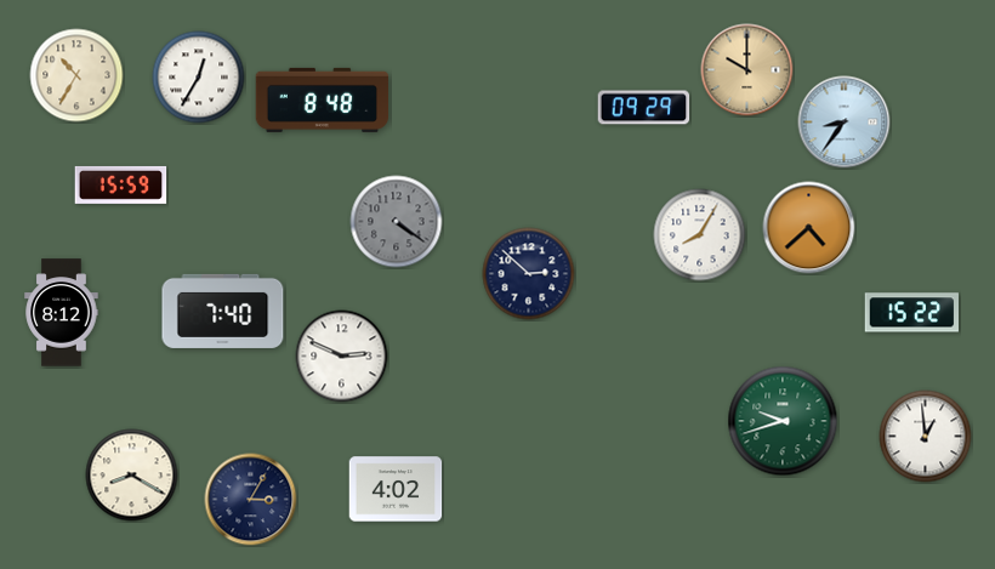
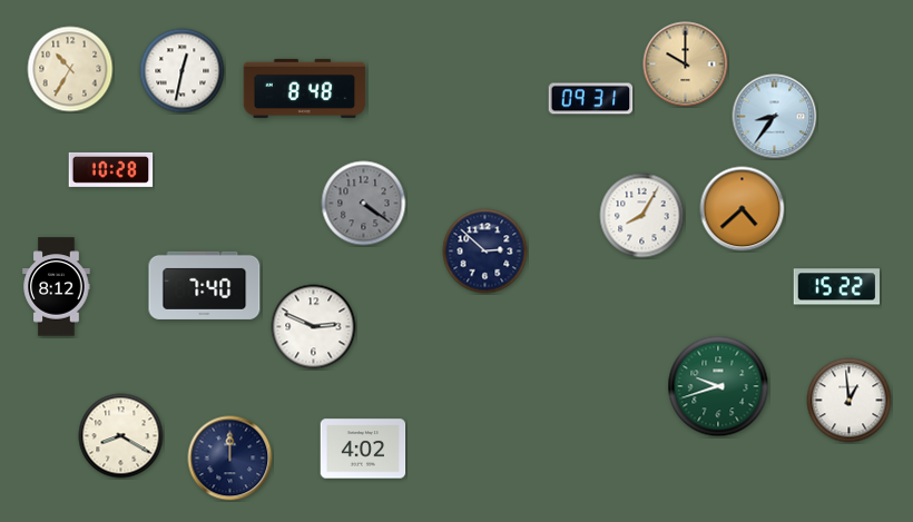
clock at (199, 78): 12:35 -> 12:32
clock at (323, 99) position: (323, 99) -> (305, 88)
clock at (644, 108): 09:29 -> 09:31
clock at (845, 123) position: (845, 123) -> (775, 117)
clock at (121, 184): 15:59 -> 10:28
clock at (251, 500): 3:05 -> 12:00
